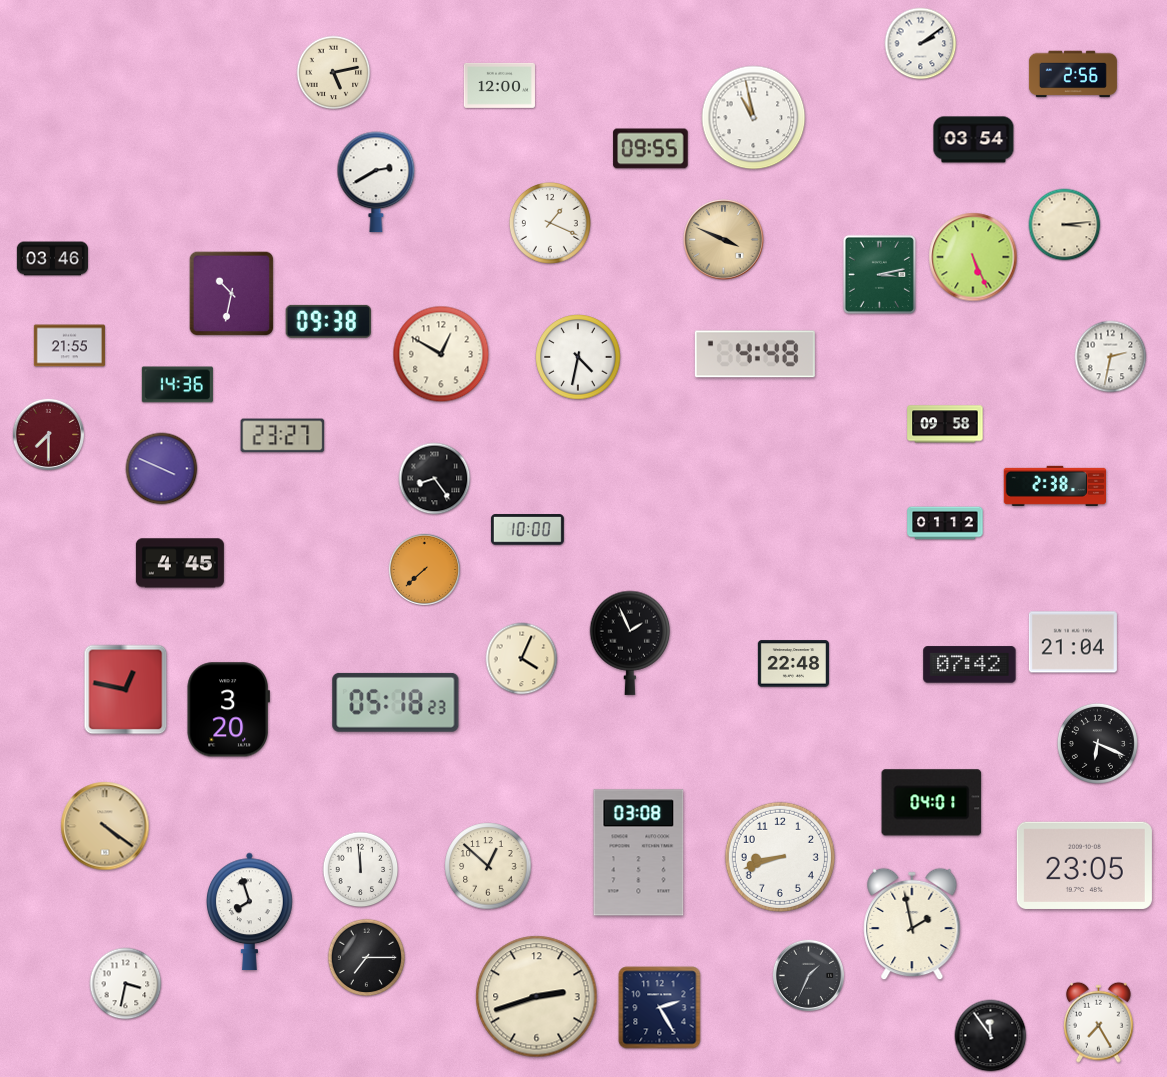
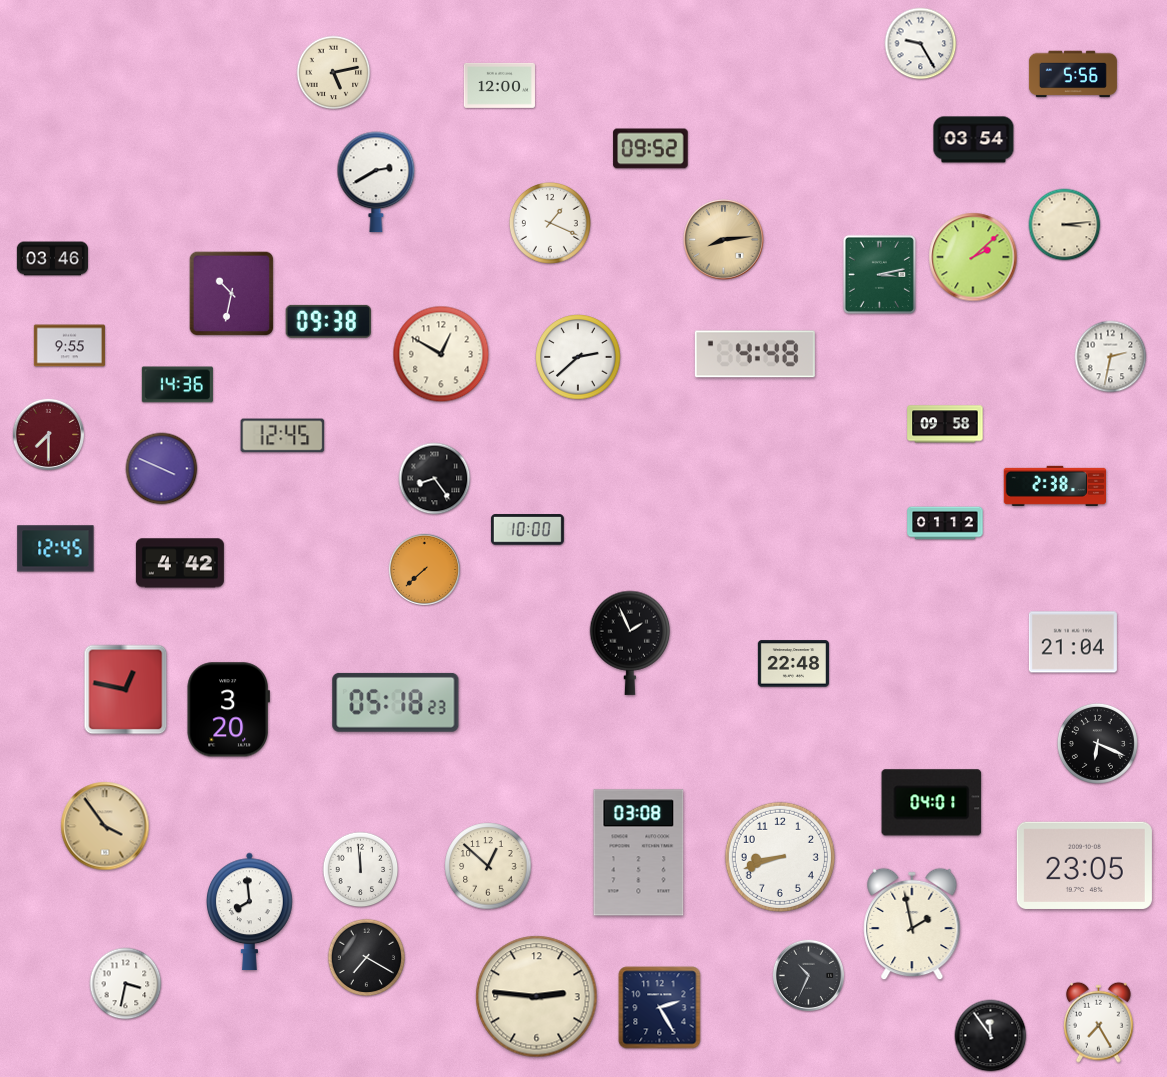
clock at (921, 44): 2:09 -> 9:25
clock at (1073, 74): 2:56 -> 5:56
clock at (754, 118): 10:58 -> none
clock at (651, 149): 09:55 -> 09:52
clock at (724, 240): 3:49 -> 8:14
clock at (973, 257): 5:26 -> 2:08
clock at (69, 346): 21:55 -> 9:55
clock at (578, 357): 4:32 -> 2:38
clock at (283, 436): 23:27 -> 12:45
clock at (56, 549): none -> 12:45
clock at (180, 563): 4:45 -> 4:42
clock at (522, 659): 4:04 -> none
clock at (970, 665): 07:42 -> none
clock at (105, 826): 4:21 -> 3:54
clock at (250, 912): 7:57 -> 7:59
clock at (366, 957): 7:15 -> 7:20
clock at (808, 975): 1:34 -> 10:34
clock at (537, 997): 2:42 -> 2:46
